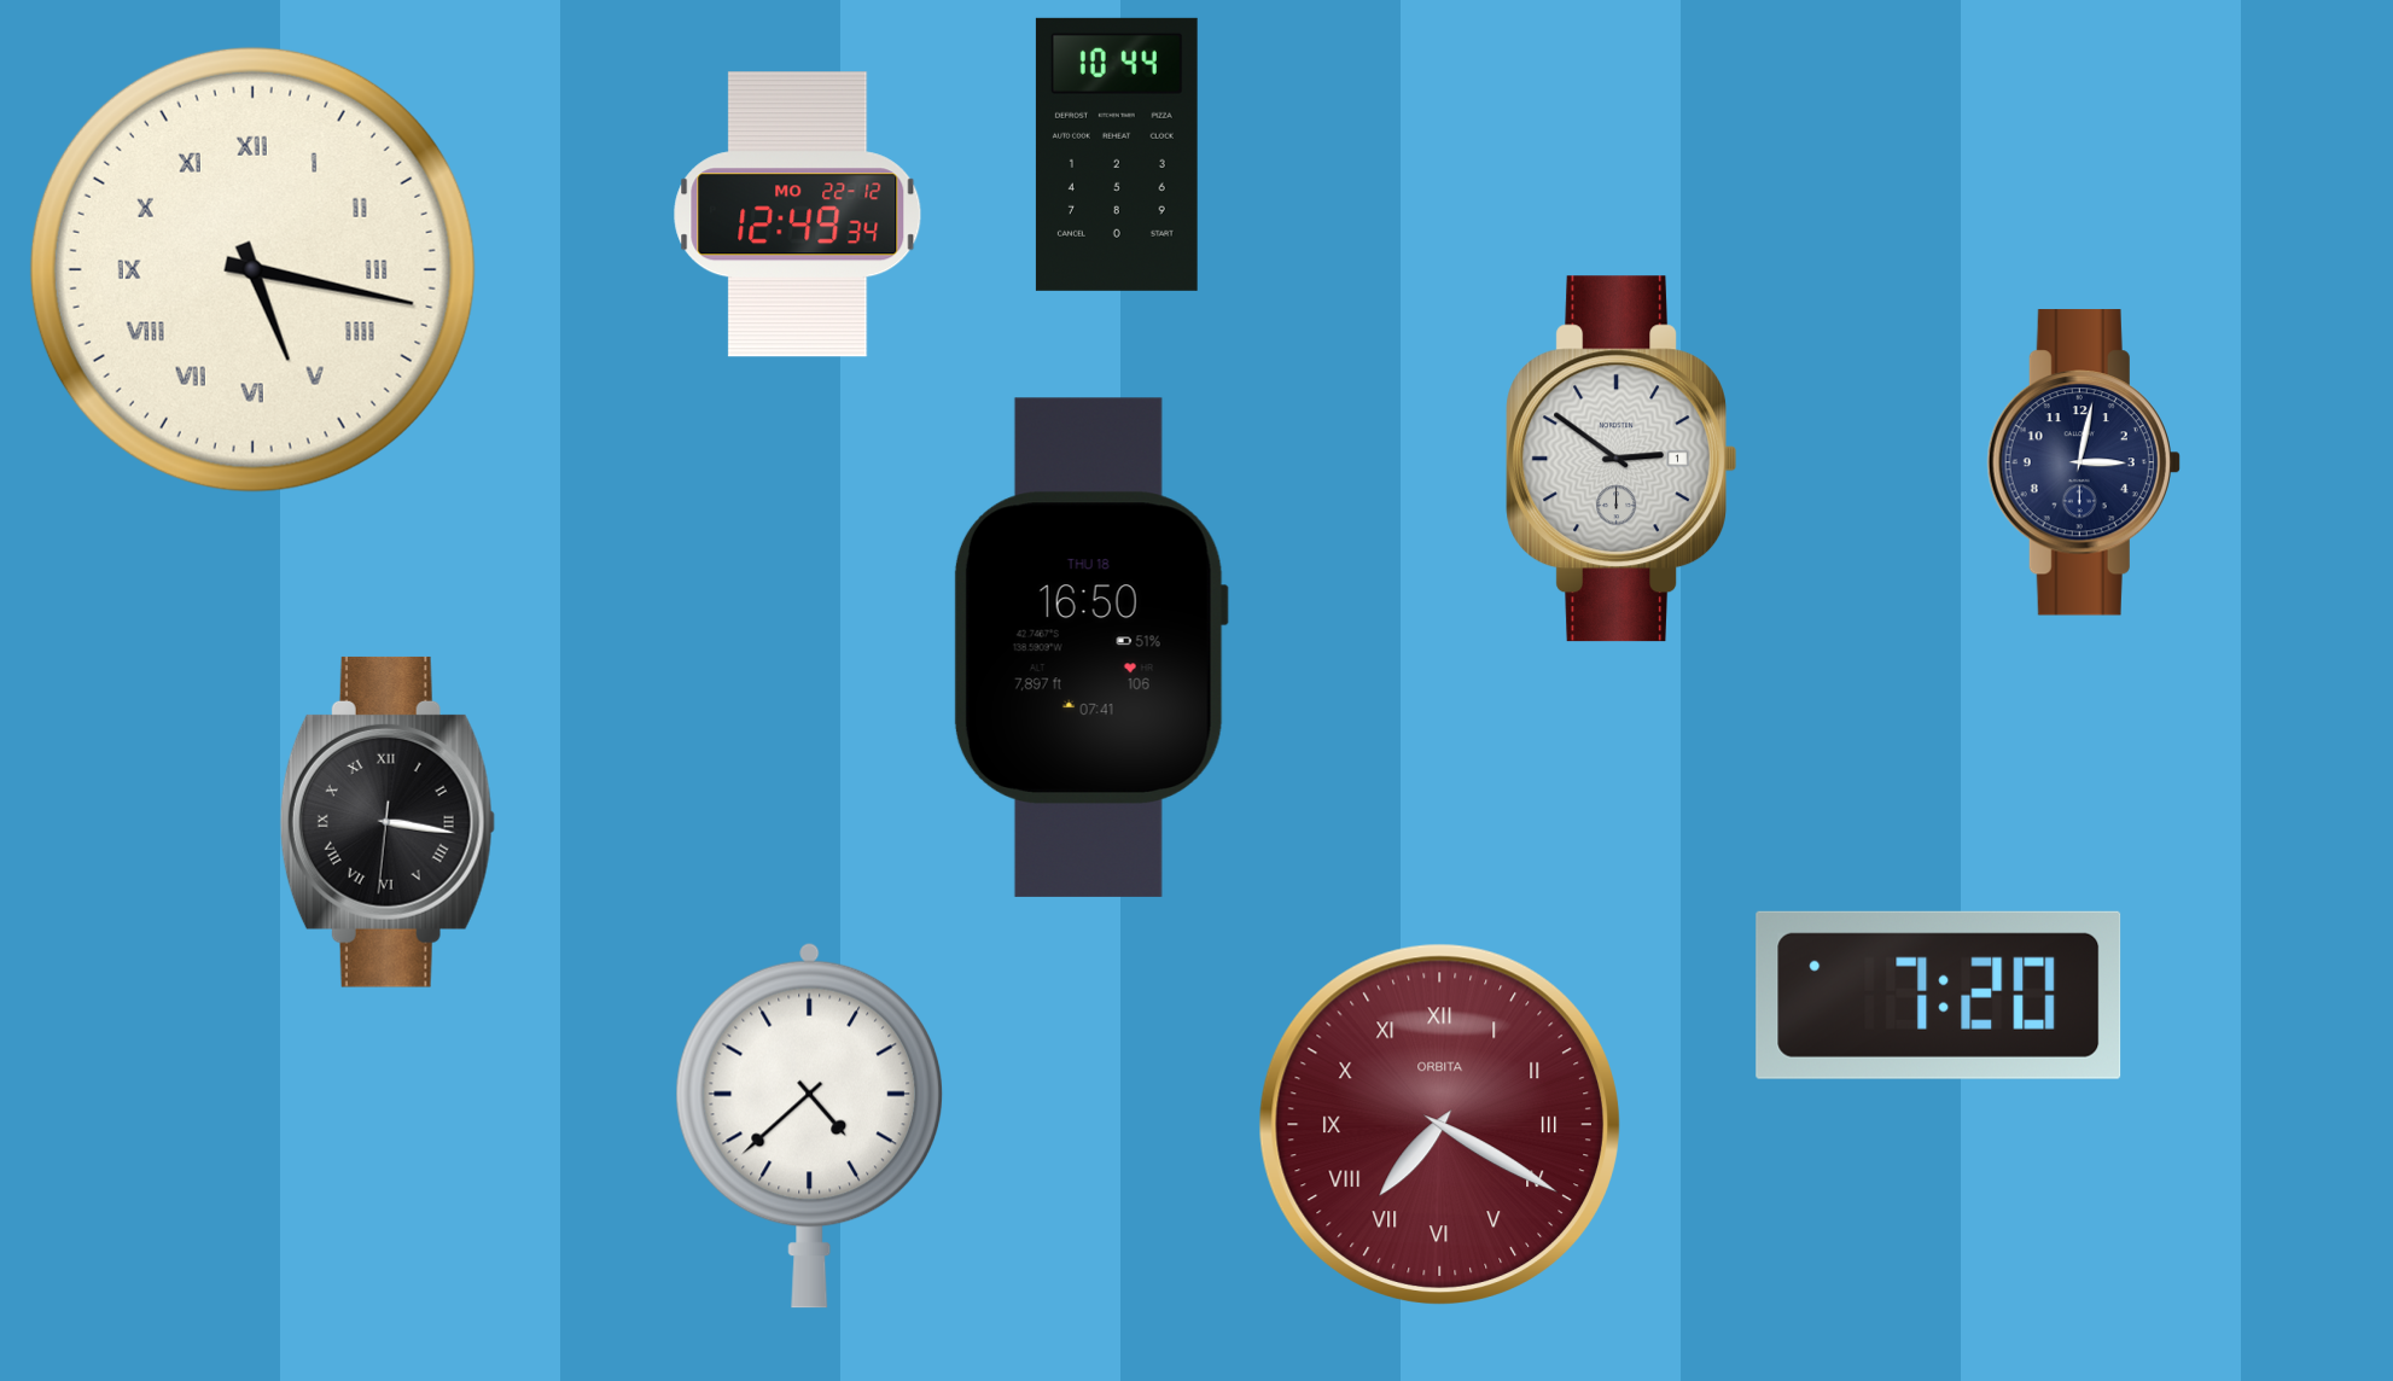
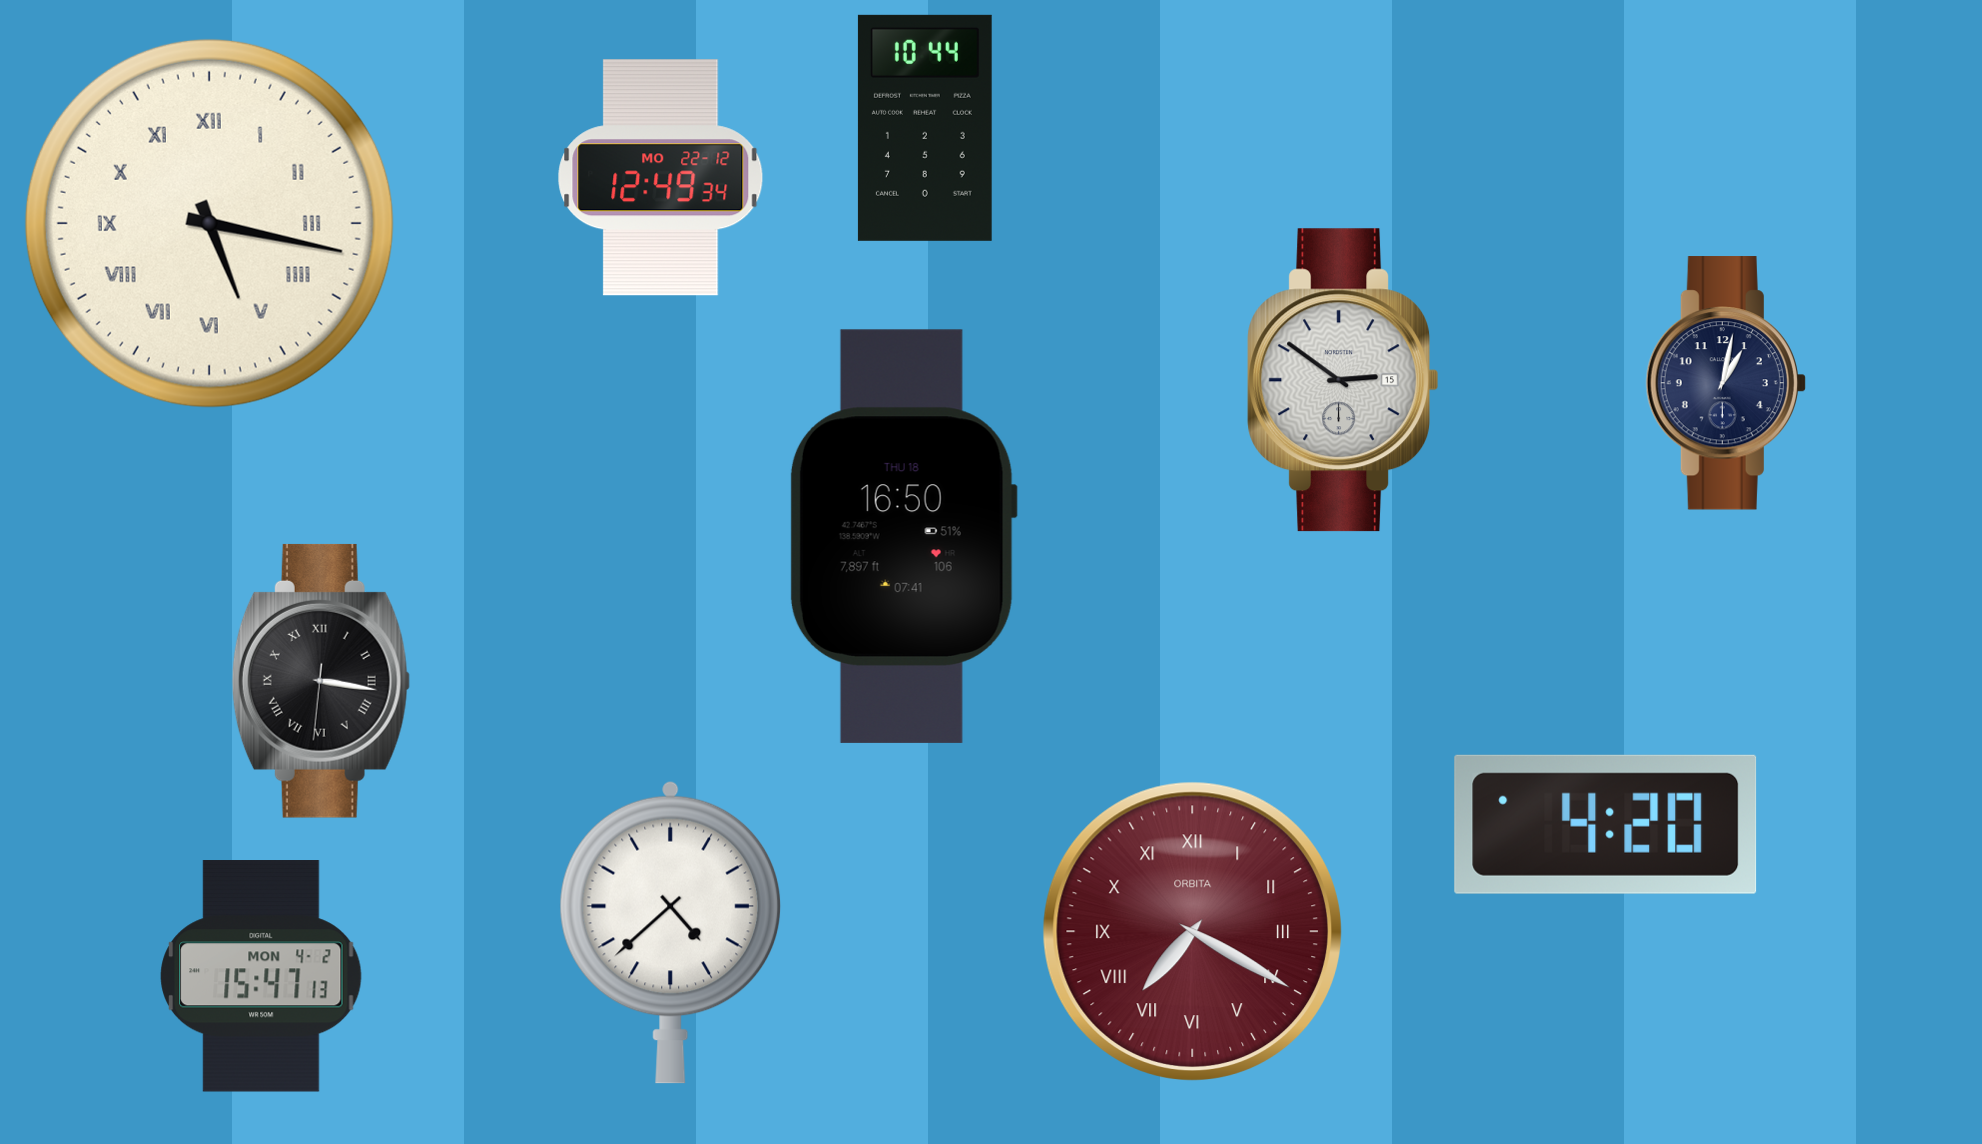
clock at (1620, 459) date: 1 -> 15
clock at (2084, 462): 3:02 -> 1:02
clock at (1939, 995): 7:20 -> 4:20
clock at (261, 976): none -> 15:47
